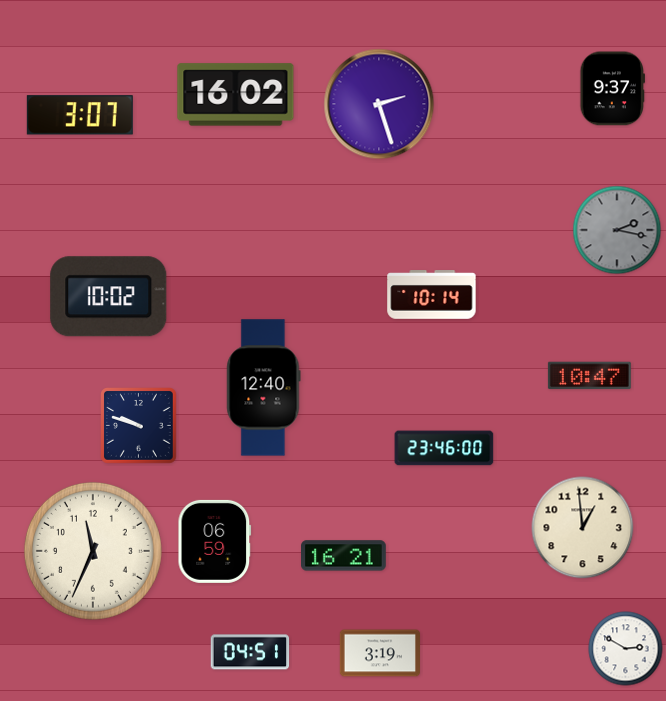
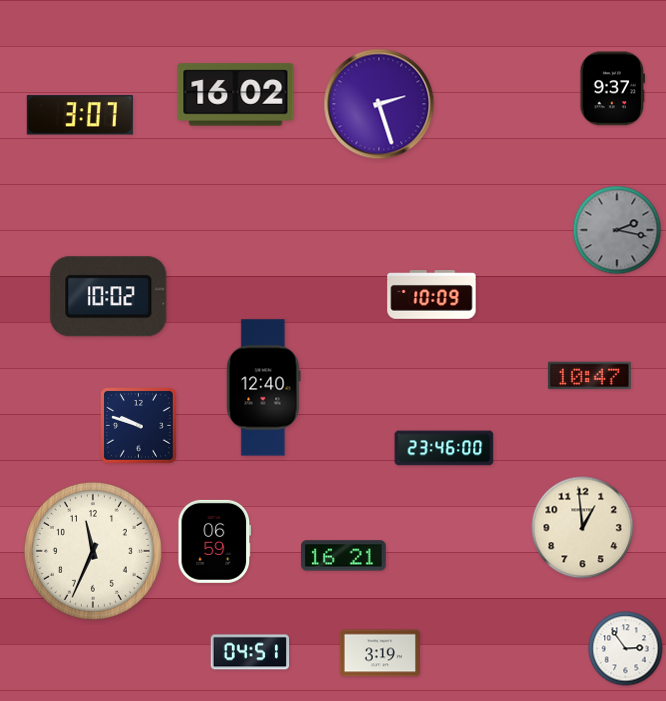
clock at (432, 295): 10:14 -> 10:09
clock at (626, 649): 2:50 -> 2:54
